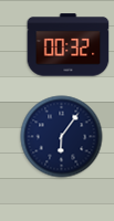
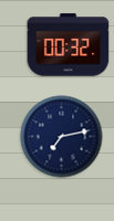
clock at (62, 137): 6:06 -> 7:13
